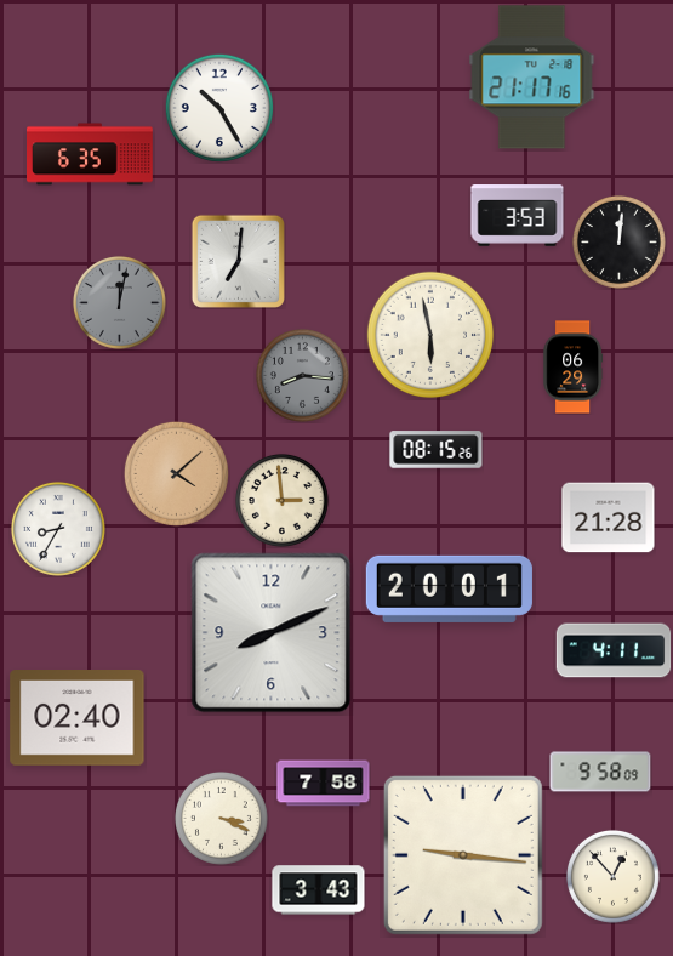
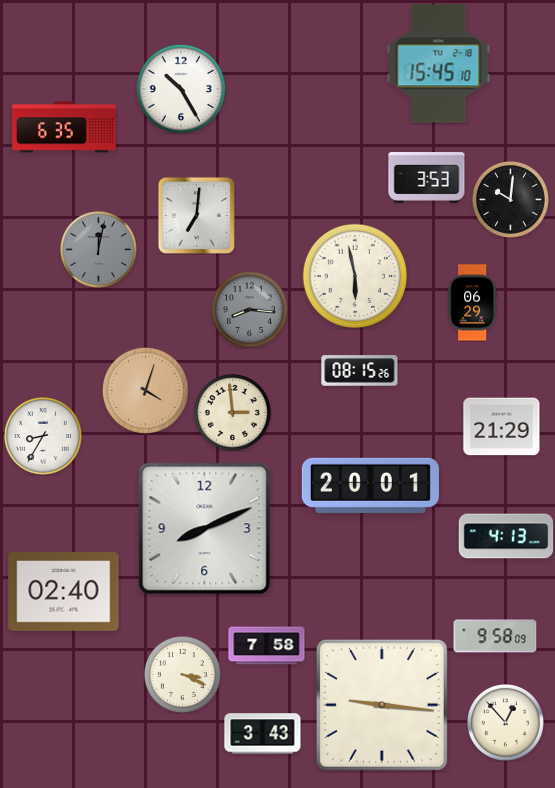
clock at (532, 78): 21:17 -> 15:45
clock at (91, 154) position: (91, 154) -> (65, 127)
clock at (618, 241): 12:01 -> 10:01
clock at (176, 473): 4:08 -> 4:03
clock at (609, 518): 21:28 -> 21:29
clock at (58, 529) position: (58, 529) -> (43, 436)
clock at (272, 633) position: (272, 633) -> (205, 529)
clock at (614, 650): 4:11 -> 4:13
